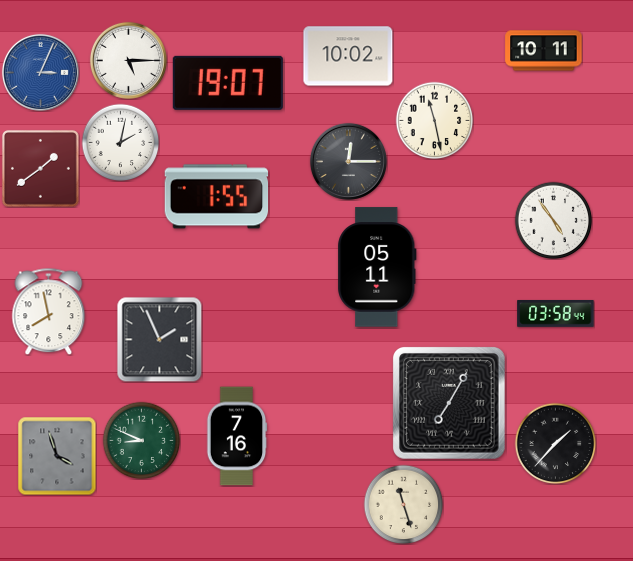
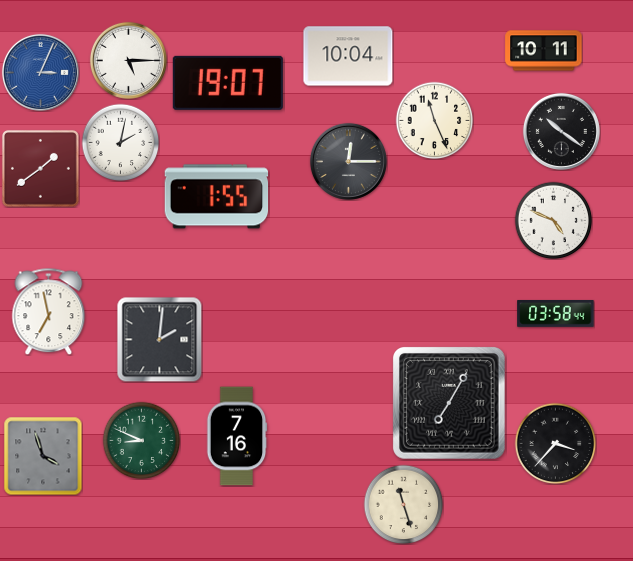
clock at (348, 56): 10:02 -> 10:04
clock at (434, 120): 11:28 -> 11:26
clock at (561, 131): none -> 10:21
clock at (553, 220): 4:54 -> 4:49
clock at (377, 267): 05:11 -> none
clock at (49, 311): 7:58 -> 6:58
clock at (159, 339): 1:56 -> 2:01
clock at (555, 443): 1:37 -> 3:37
clock at (57, 456) position: (57, 456) -> (43, 456)
